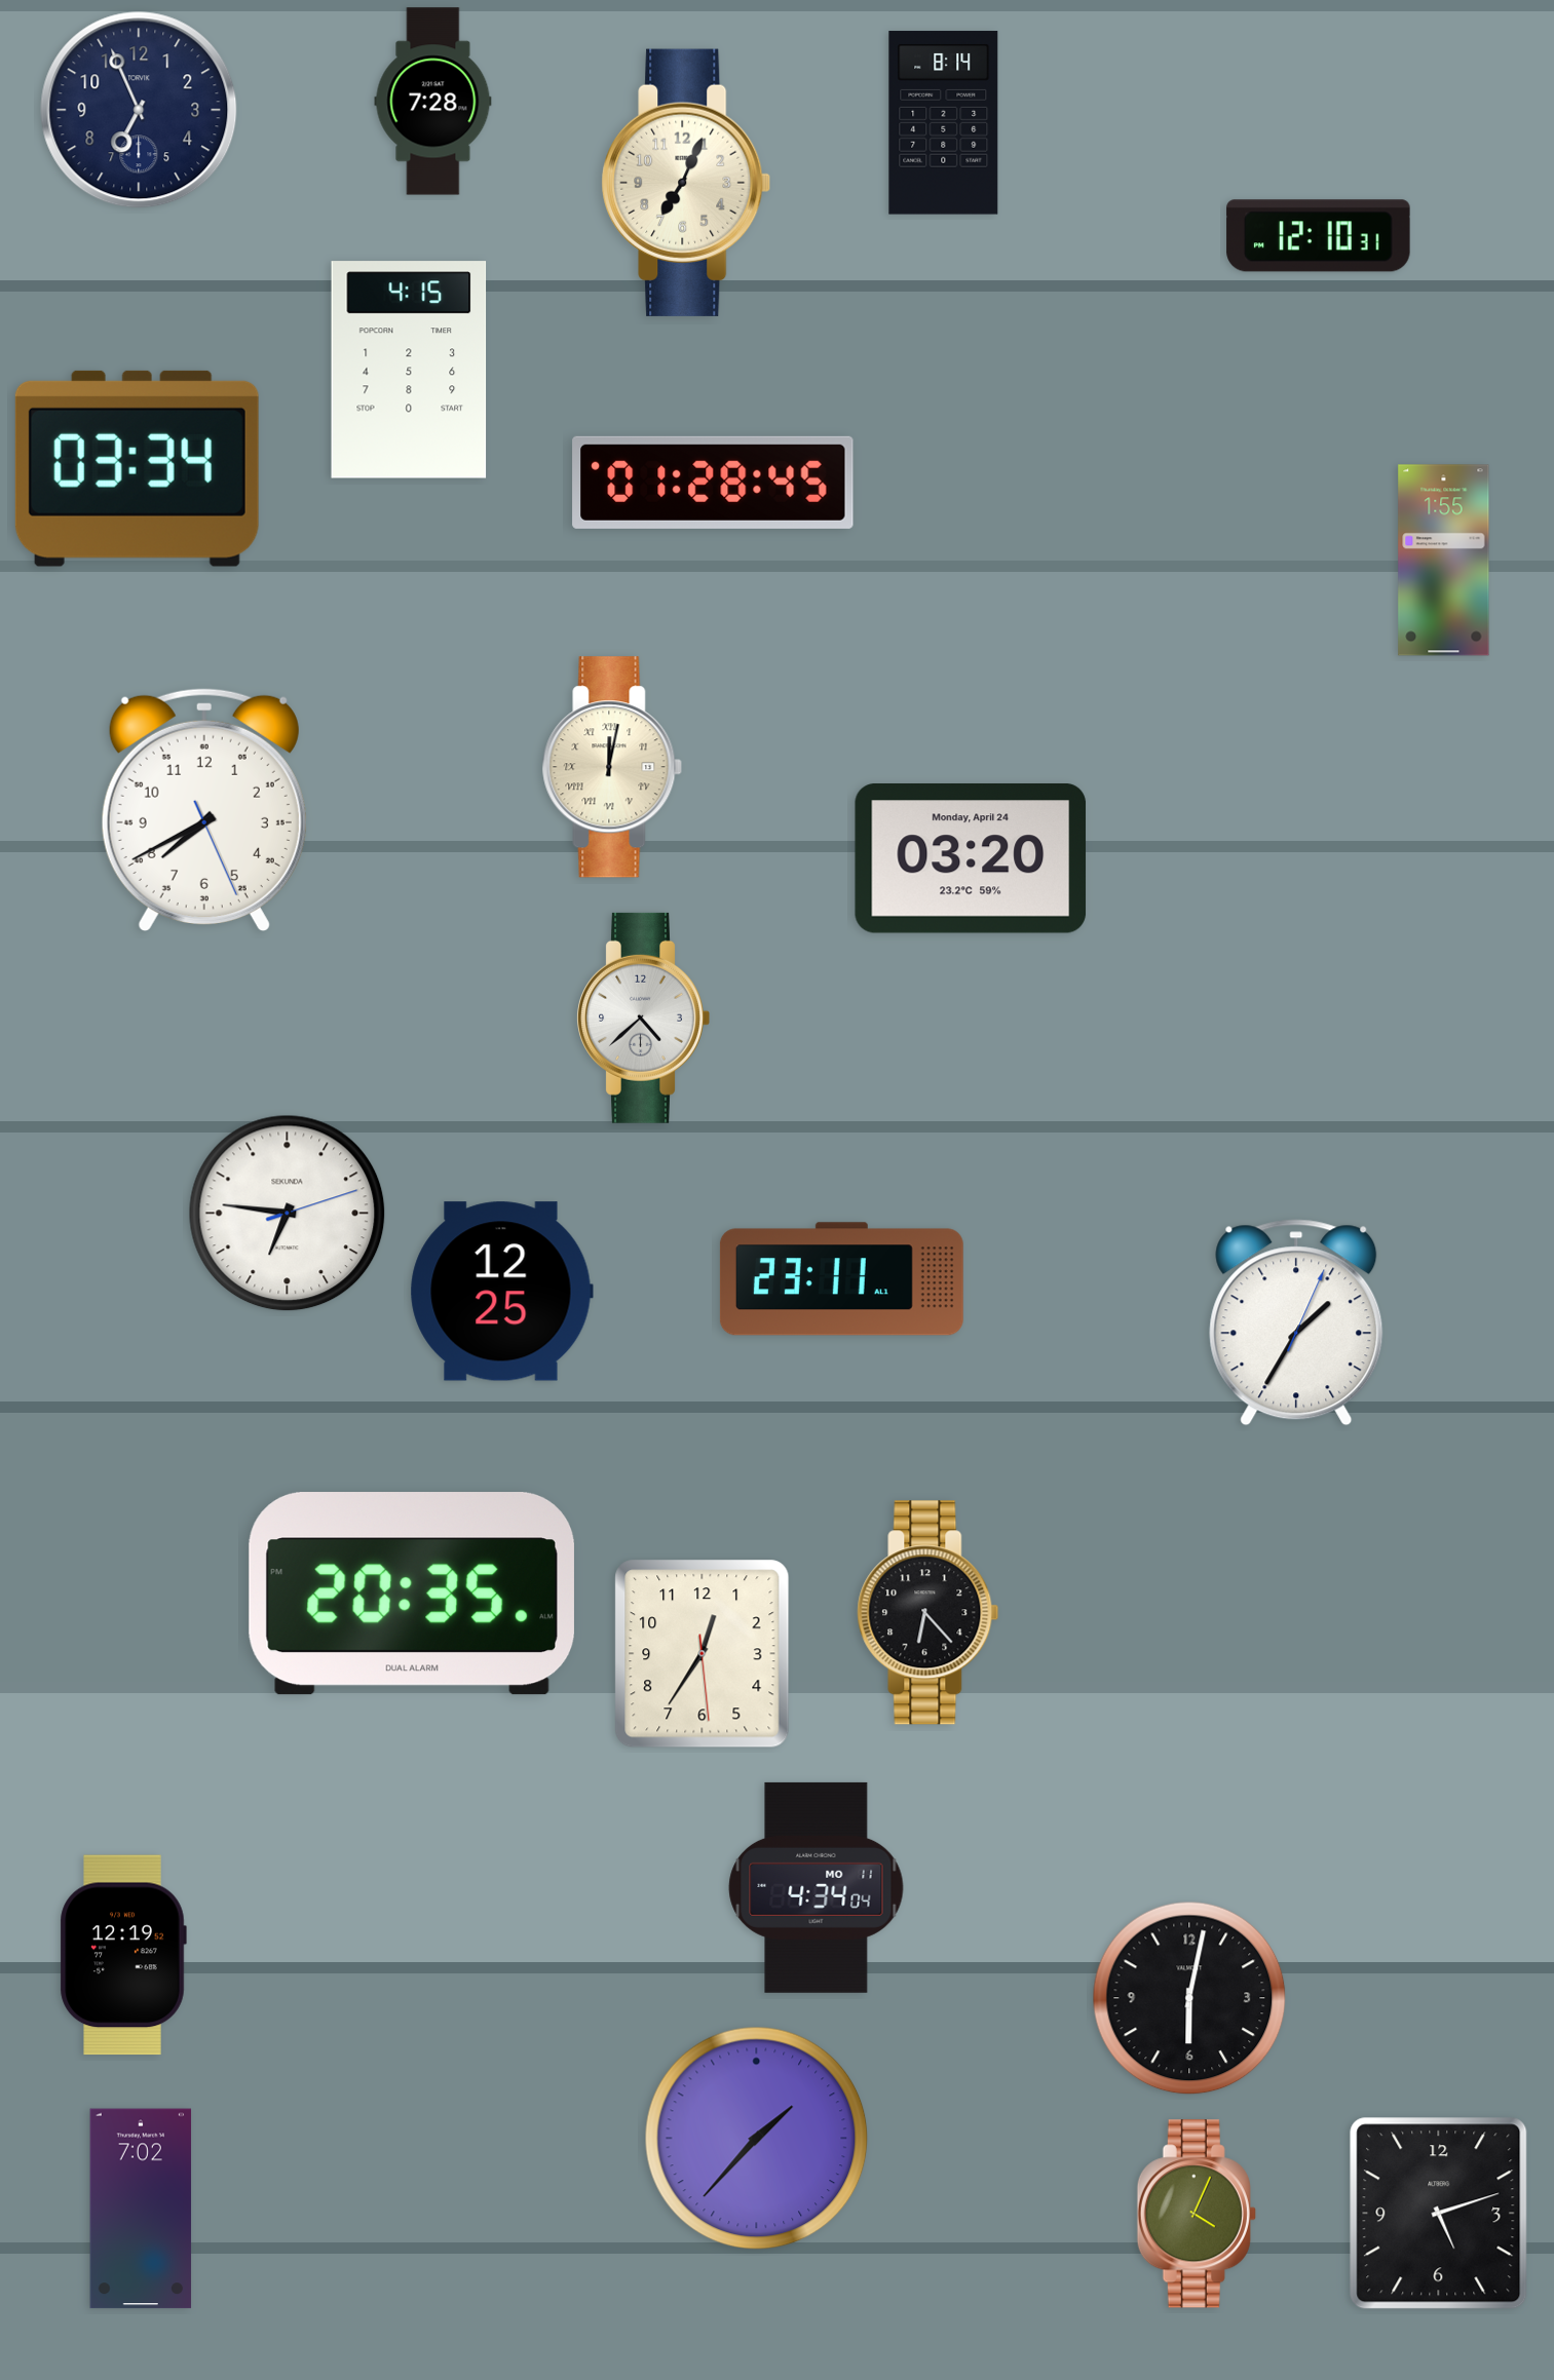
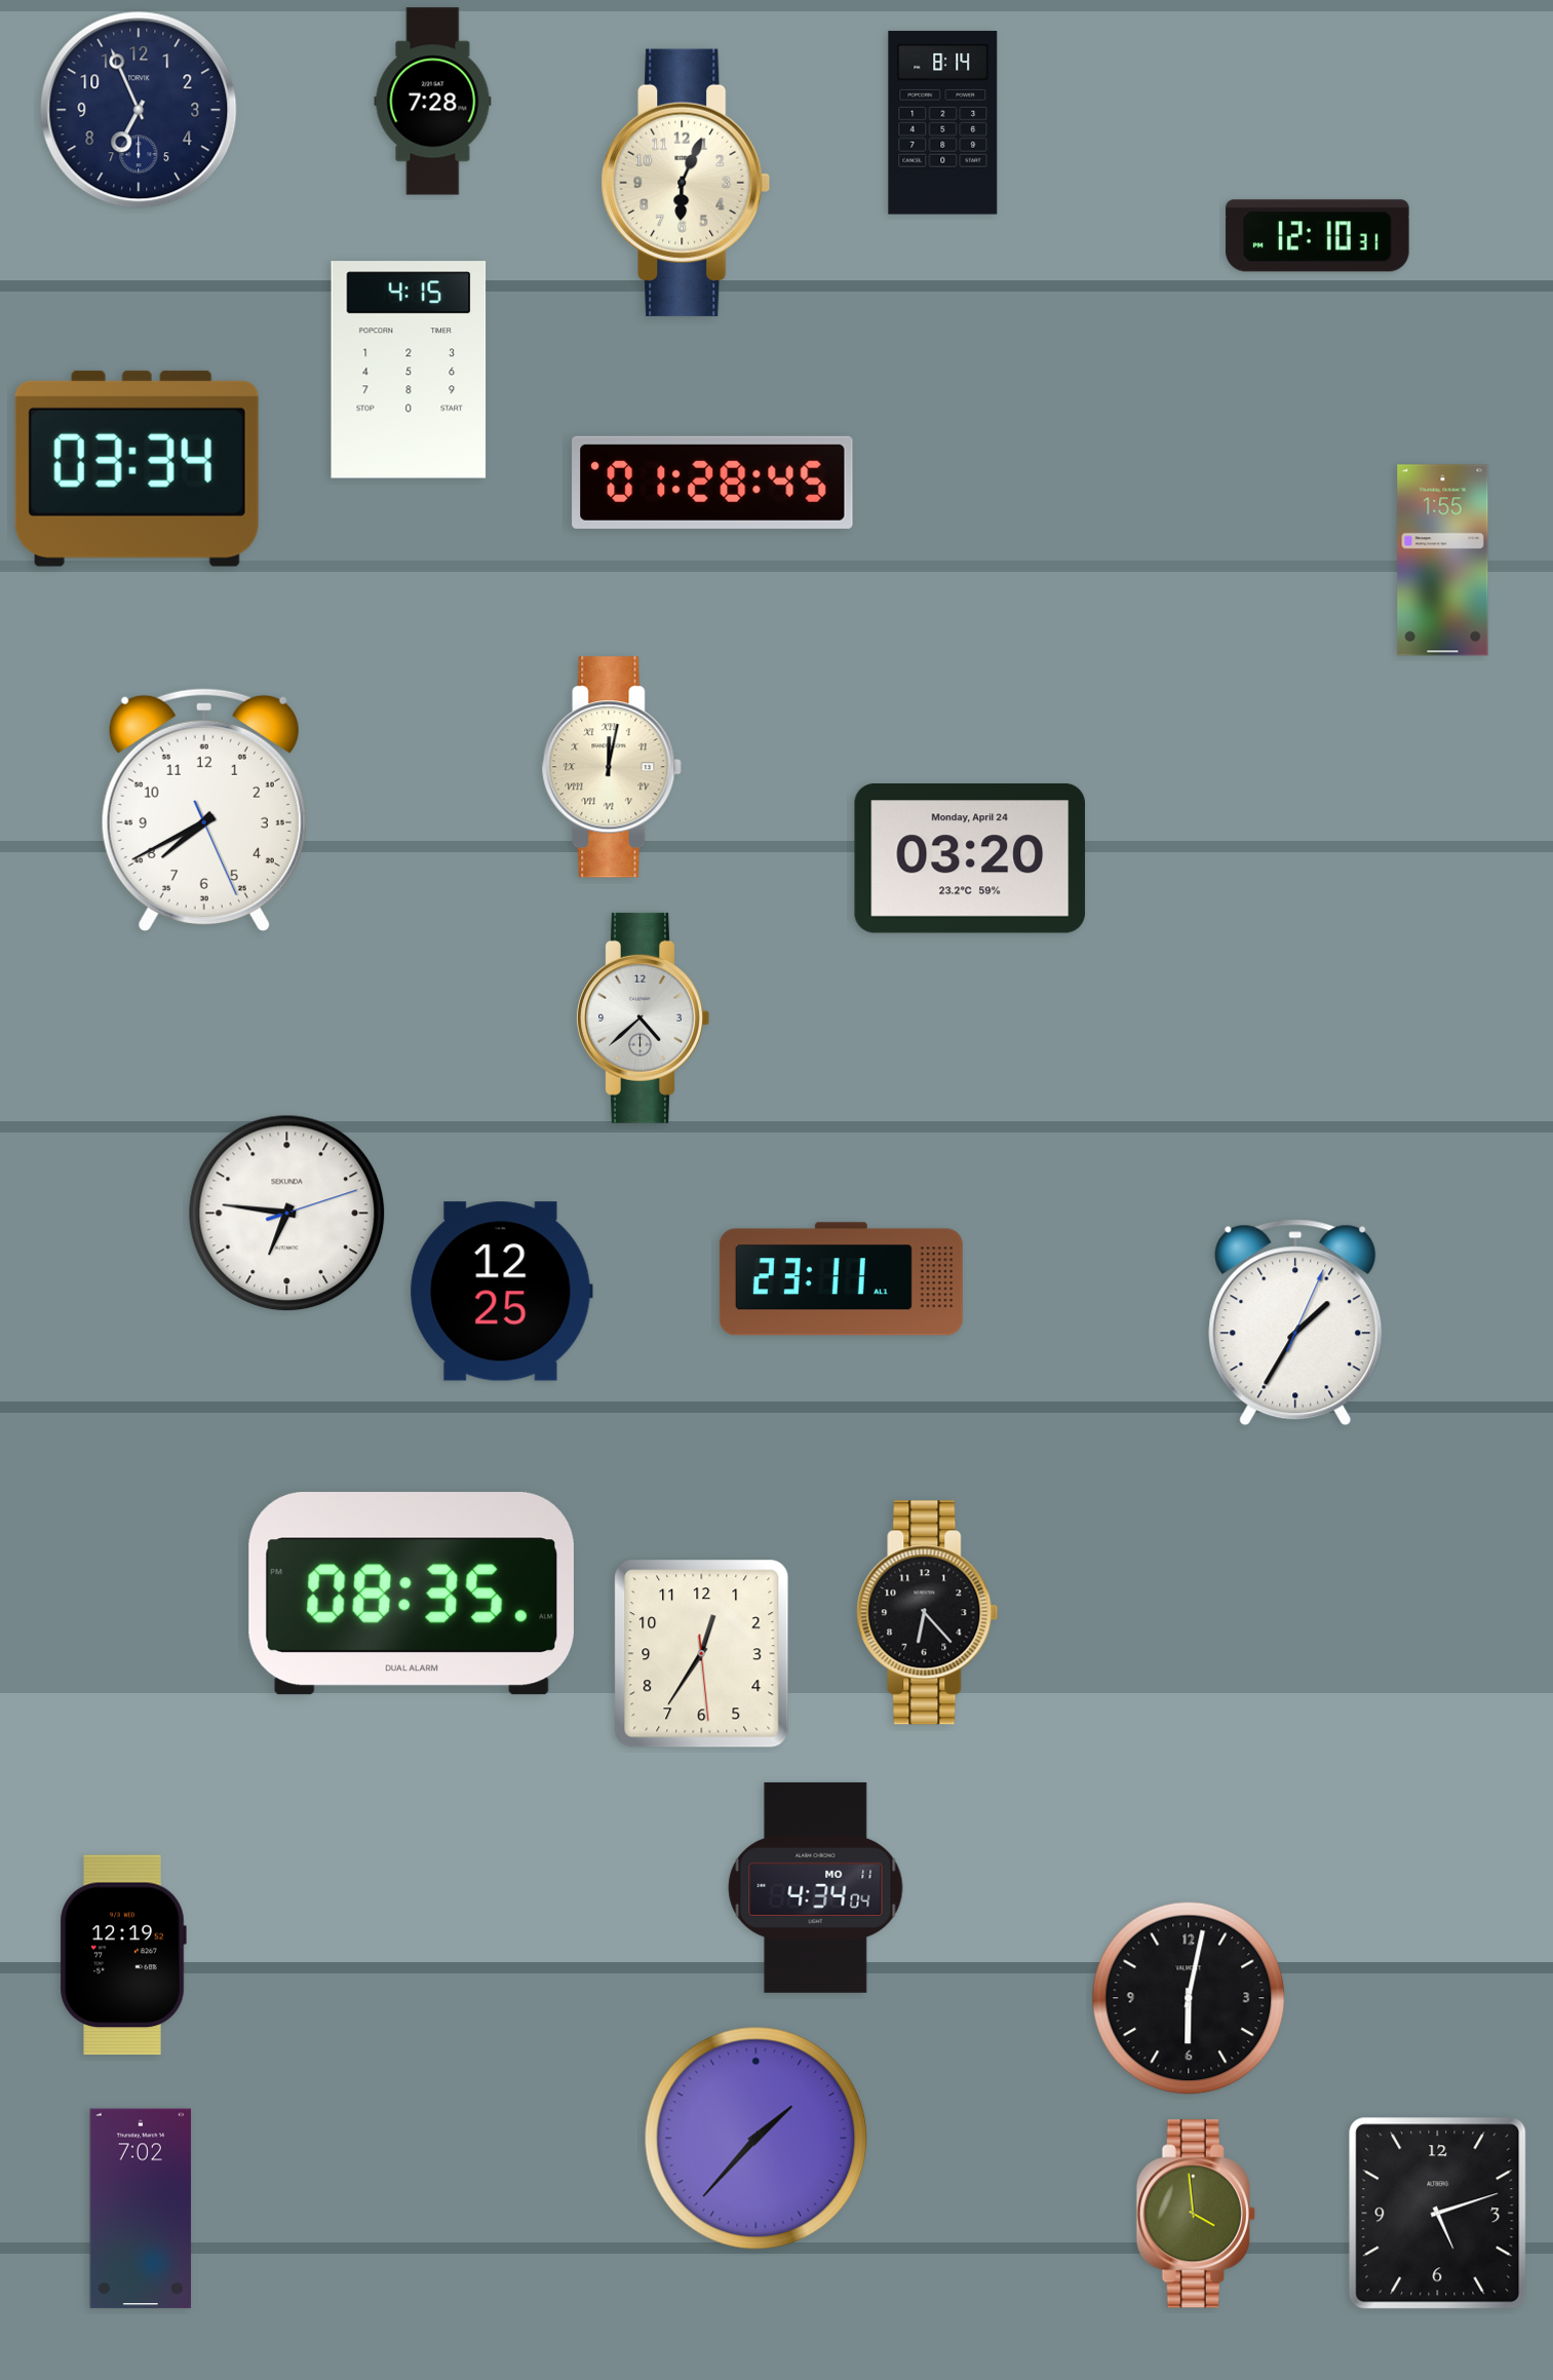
clock at (686, 183): 7:04 -> 6:04
clock at (412, 1594): 20:35 -> 08:35
clock at (1197, 2214): 4:04 -> 3:59
